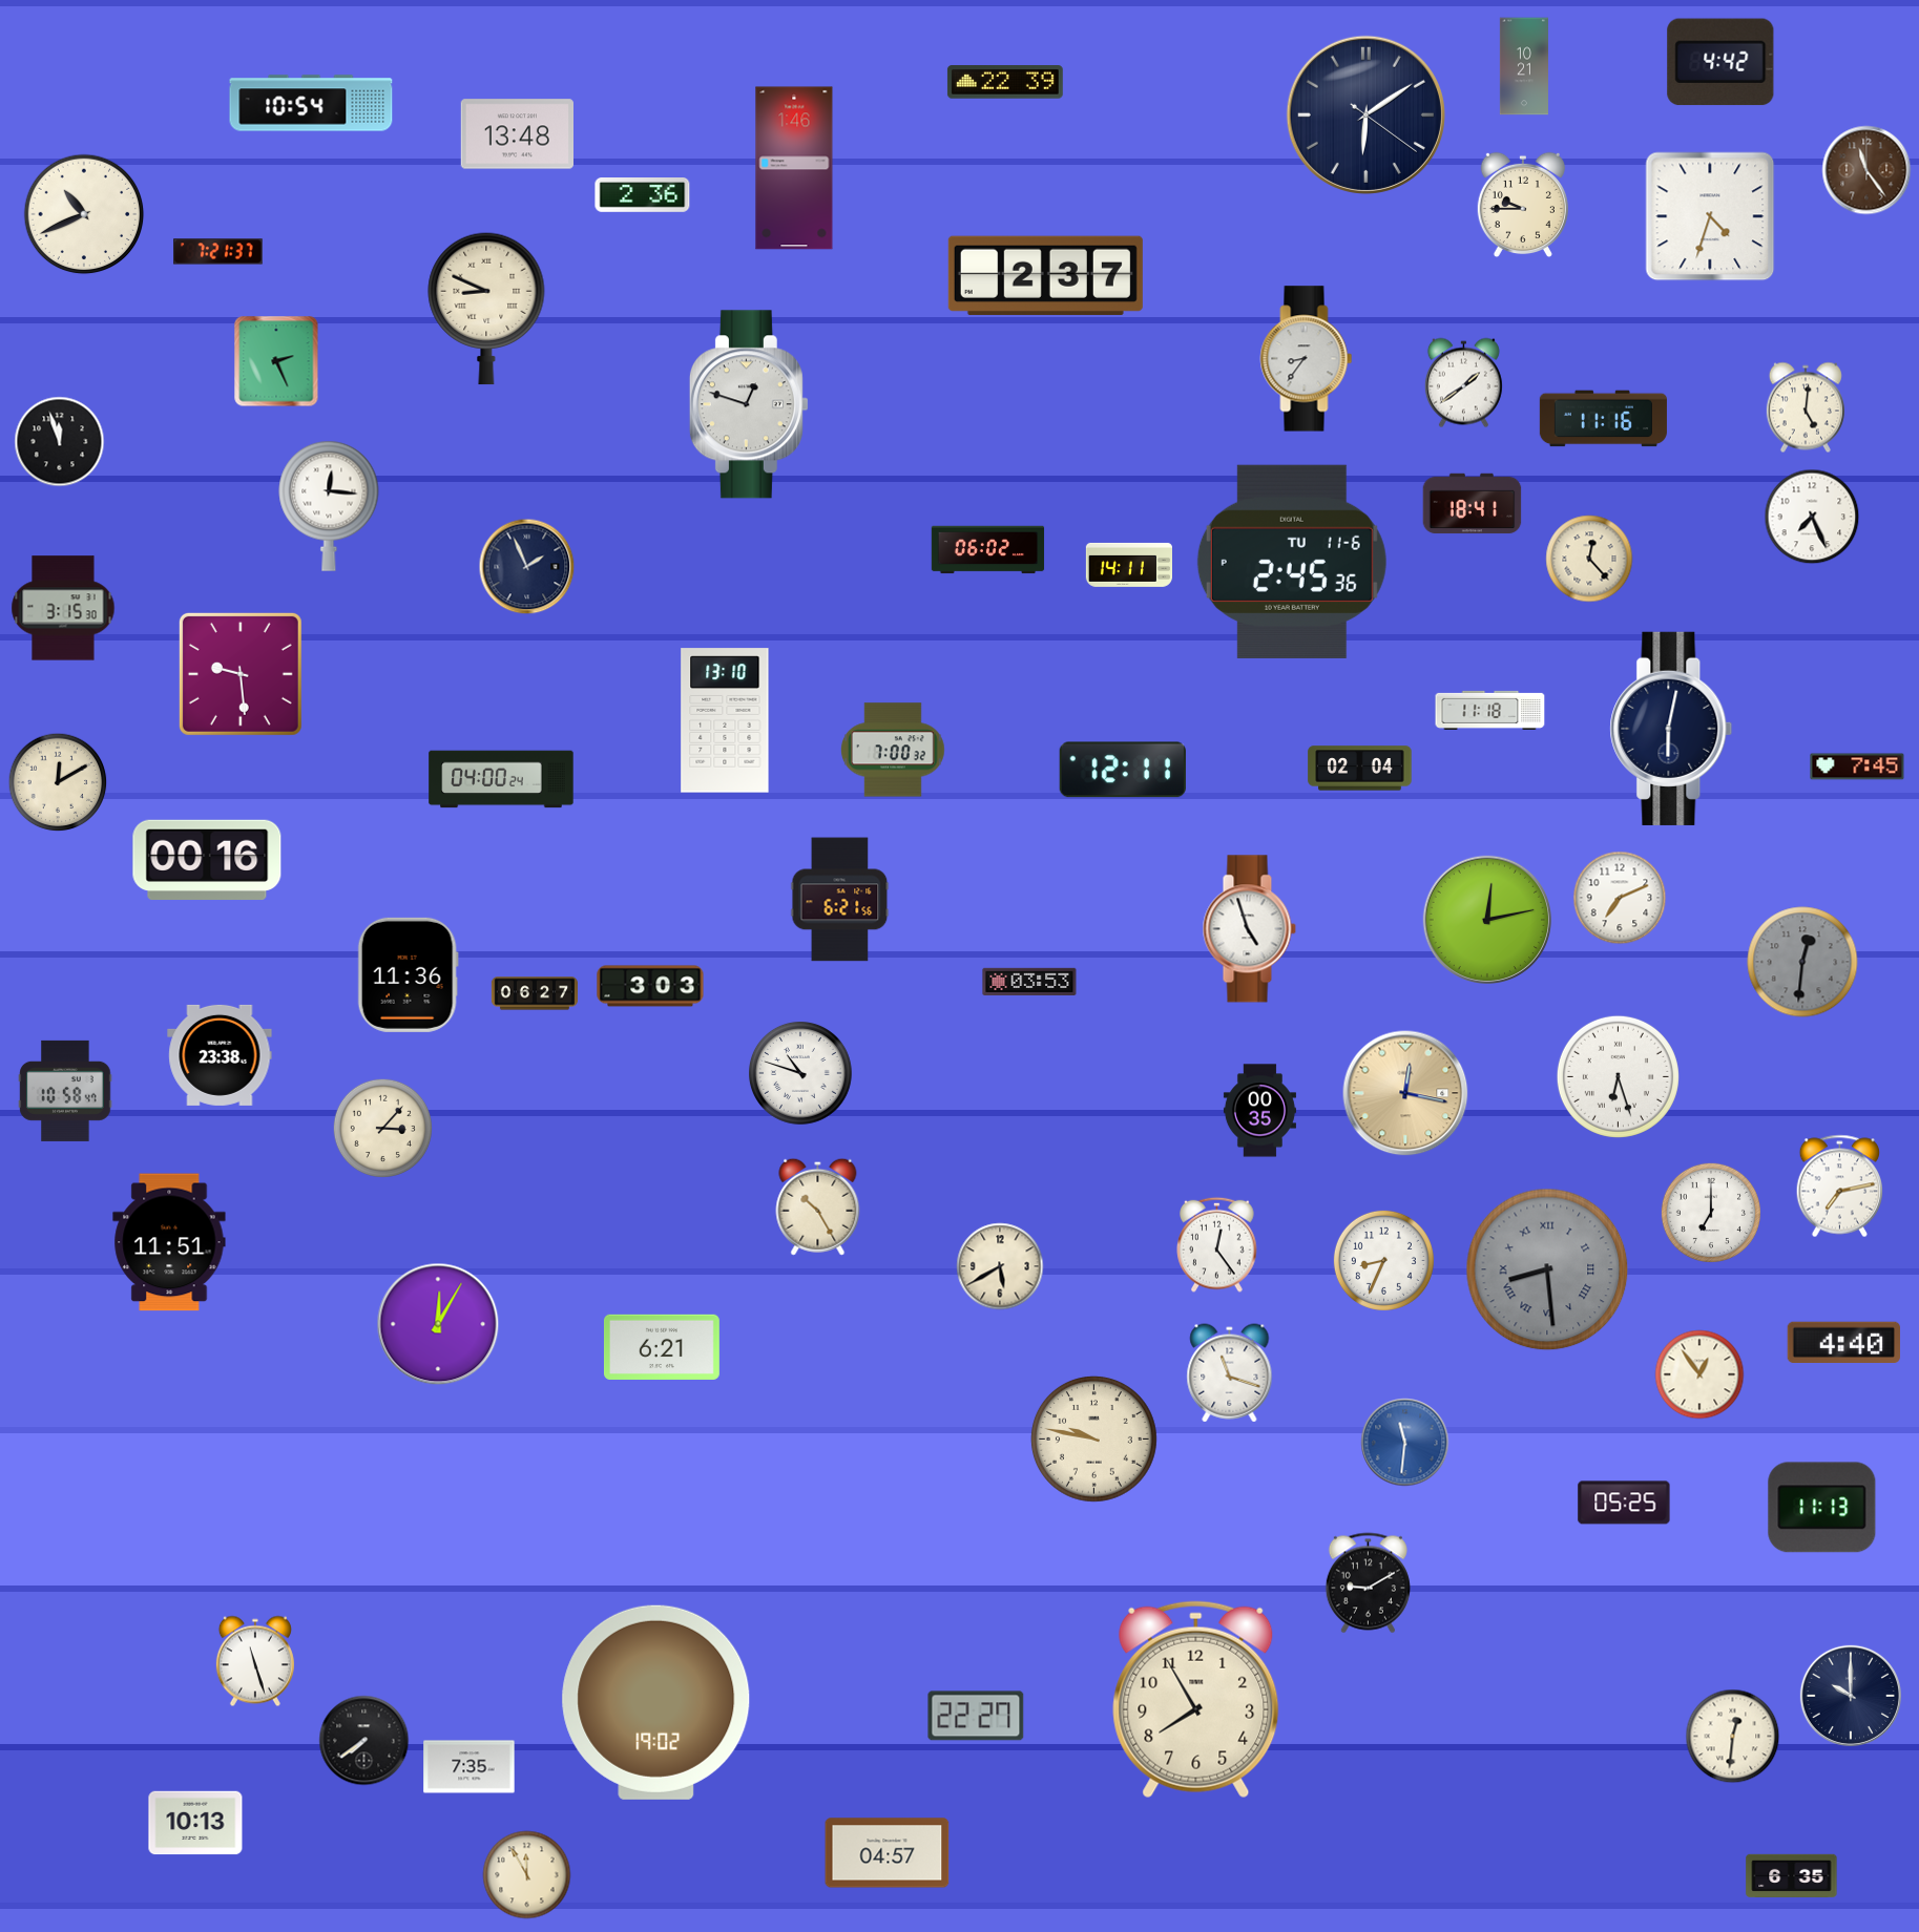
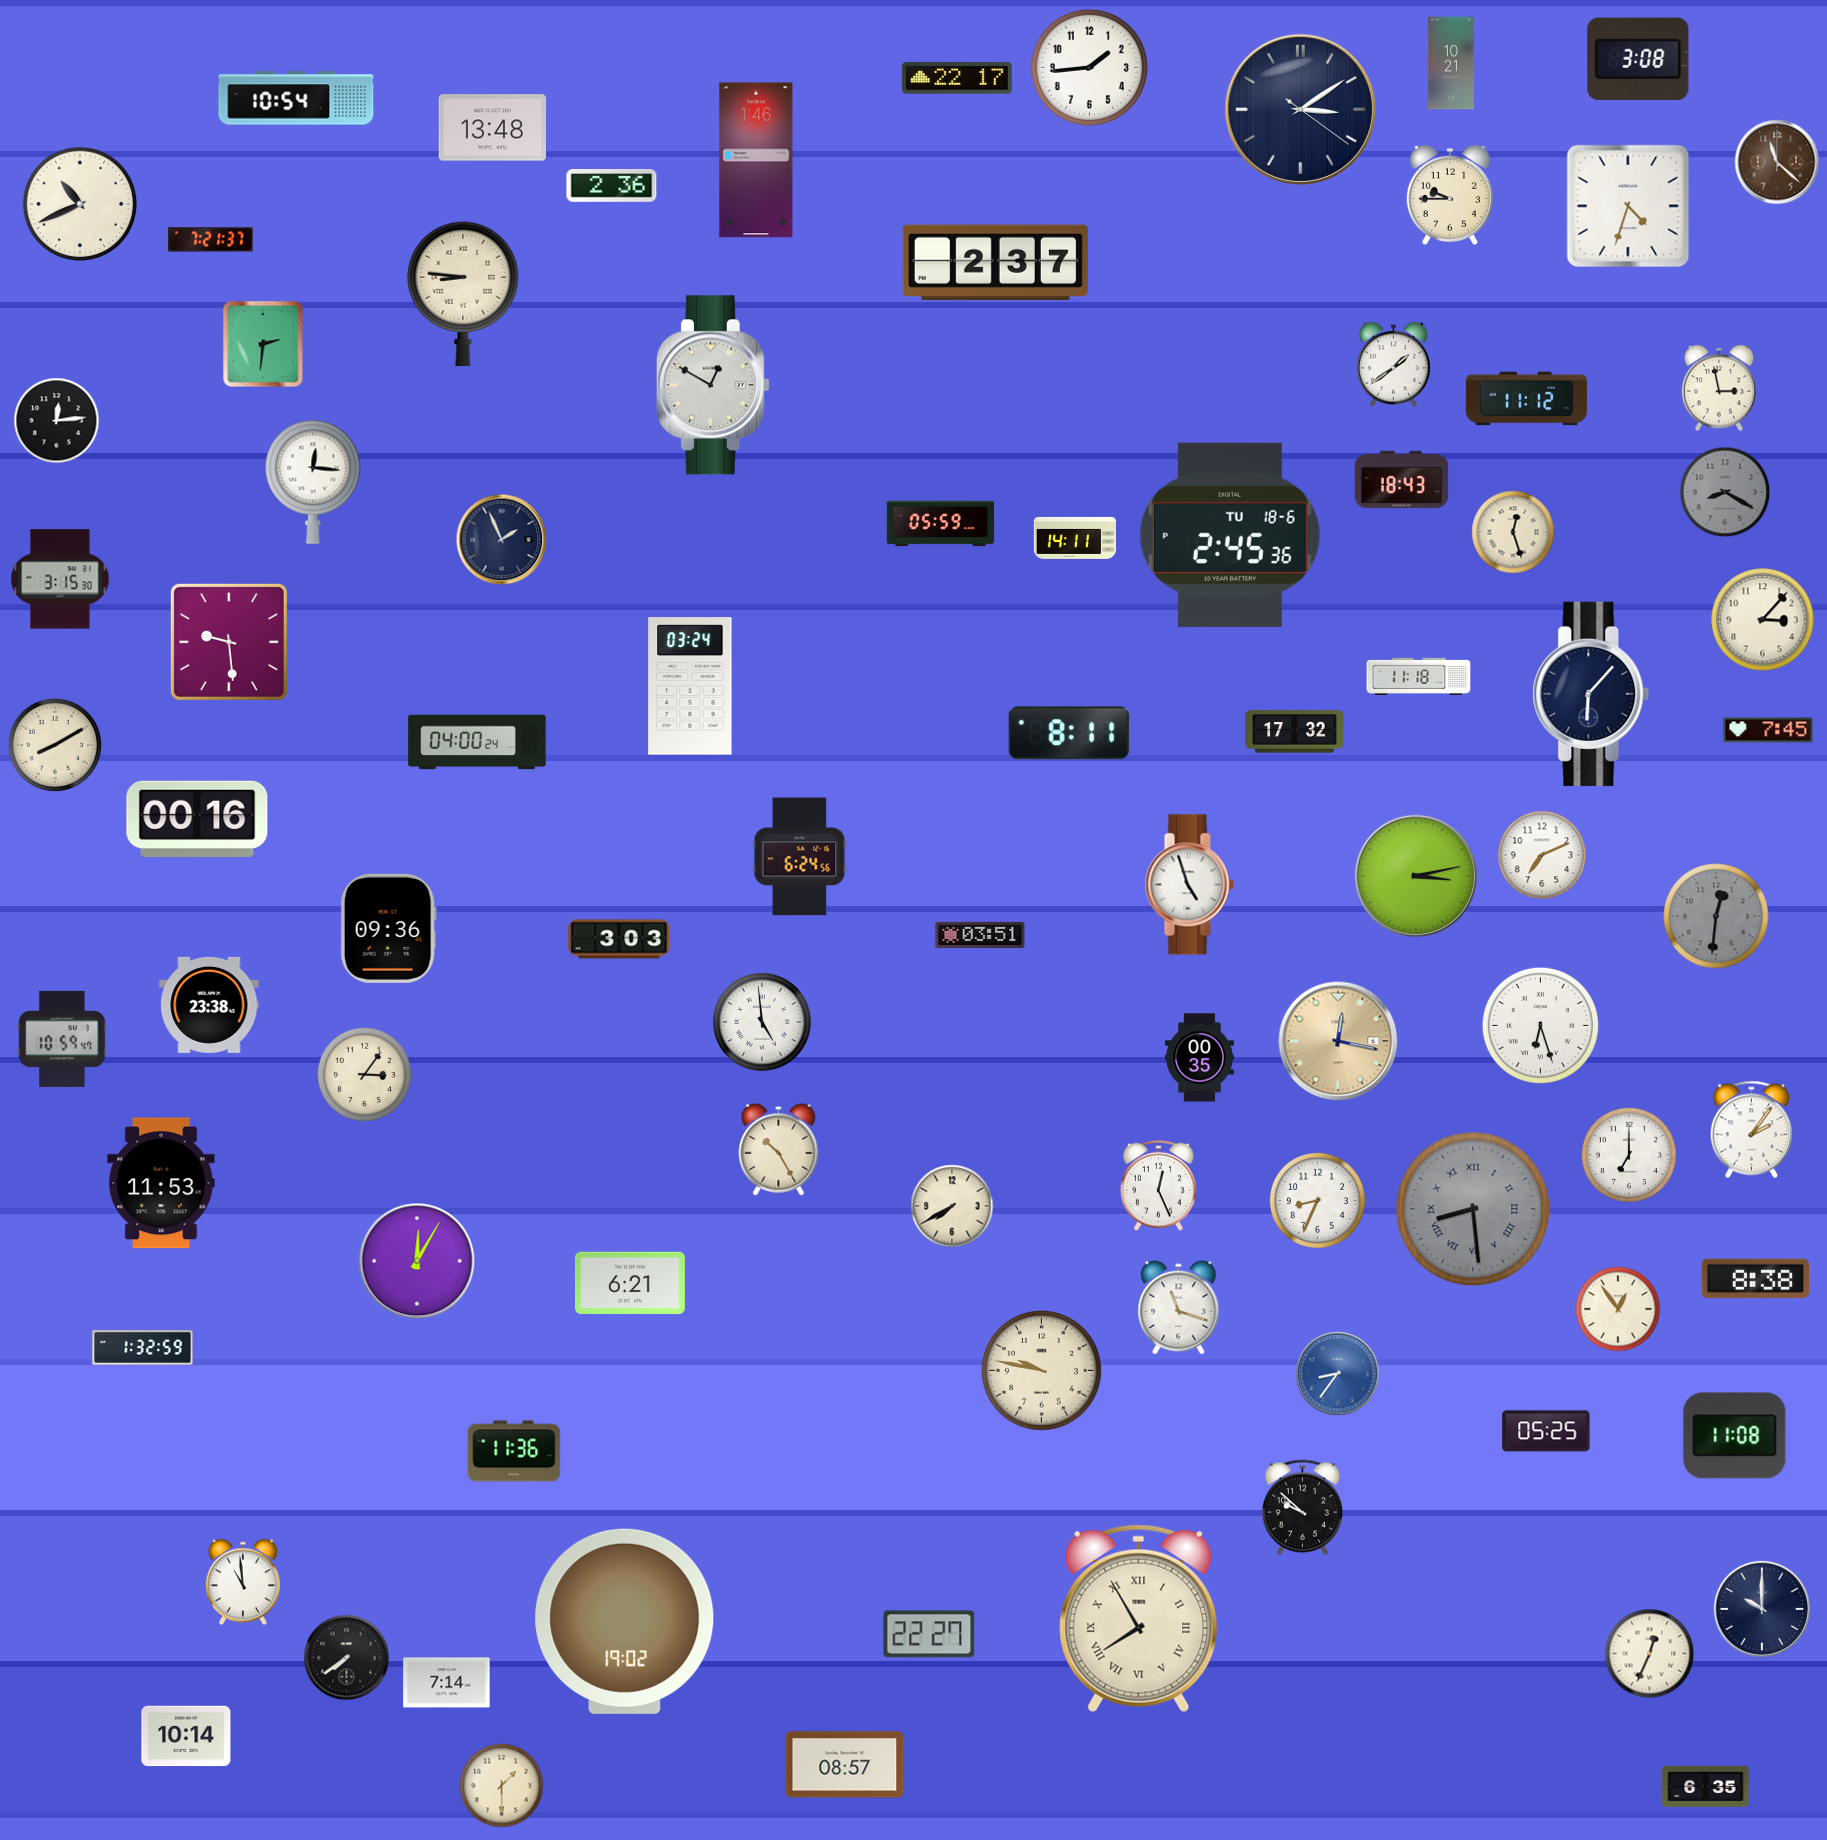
clock at (1720, 62): 4:42 -> 3:08
clock at (1089, 67): none -> 1:44
clock at (1005, 82): 22:39 -> 22:17
clock at (1365, 114): 6:09 -> 3:09
clock at (1866, 170): 11:24 -> 11:22
clock at (218, 252) position: (218, 252) -> (211, 240)
clock at (486, 309): 8:49 -> 8:46
clock at (1307, 359): 8:36 -> none
clock at (276, 361): 2:26 -> 2:31
clock at (749, 404): 12:48 -> 12:50
clock at (1806, 407): 5:01 -> 2:58
clock at (1603, 419): 11:16 -> 11:12
clock at (60, 442): 11:57 -> 12:14
clock at (1473, 504): 18:41 -> 18:43
clock at (1812, 517): 7:26 -> 8:20
clock at (1812, 517) dial: white -> grey
clock at (988, 550): 06:02 -> 05:59
clock at (1589, 559): 12:23 -> 12:27
clock at (1292, 562) date: TU 11-6 -> TU 18-6
clock at (1763, 620): none -> 3:07
clock at (725, 720): 13:10 -> 03:24
clock at (1671, 729): 6:02 -> 6:07
clock at (893, 750): 7:00 -> none
clock at (1360, 769): 02:04 -> 17:32
clock at (1123, 770): 12:11 -> 8:11
clock at (58, 782): 12:10 -> 8:10
clock at (840, 900): 6:21 -> 6:24
clock at (1486, 919): 12:13 -> 3:13
clock at (408, 974): 11:36 -> 09:36
clock at (1029, 981): 03:53 -> 03:51
clock at (535, 993): 06:27 -> none
clock at (801, 1074): 10:48 -> 4:59
clock at (65, 1091): 10:58 -> 10:59
clock at (382, 1128): 3:07 -> 3:06
clock at (1839, 1186): 7:13 -> 2:06
clock at (169, 1242): 11:51 -> 11:53
clock at (1217, 1244): 12:24 -> 12:26
clock at (1000, 1266): 5:40 -> 7:40
clock at (1843, 1342): 4:40 -> 8:38
clock at (1230, 1373) position: (1230, 1373) -> (1179, 1308)
clock at (143, 1348): none -> 1:32
clock at (1405, 1443): 11:31 -> 8:36
clock at (1822, 1508): 11:13 -> 11:08
clock at (514, 1451): none -> 11:36
clock at (1368, 1583): 9:10 -> 9:52
clock at (255, 1661): 11:27 -> 10:59
clock at (1851, 1696) position: (1851, 1696) -> (1762, 1609)
clock at (1196, 1700) numerals: Arabic -> Roman
clock at (1733, 1737): 12:31 -> 12:34
clock at (470, 1767): 7:35 -> 7:14
clock at (195, 1823): 10:13 -> 10:14
clock at (888, 1853): 04:57 -> 08:57
clock at (527, 1875): 11:55 -> 1:30
